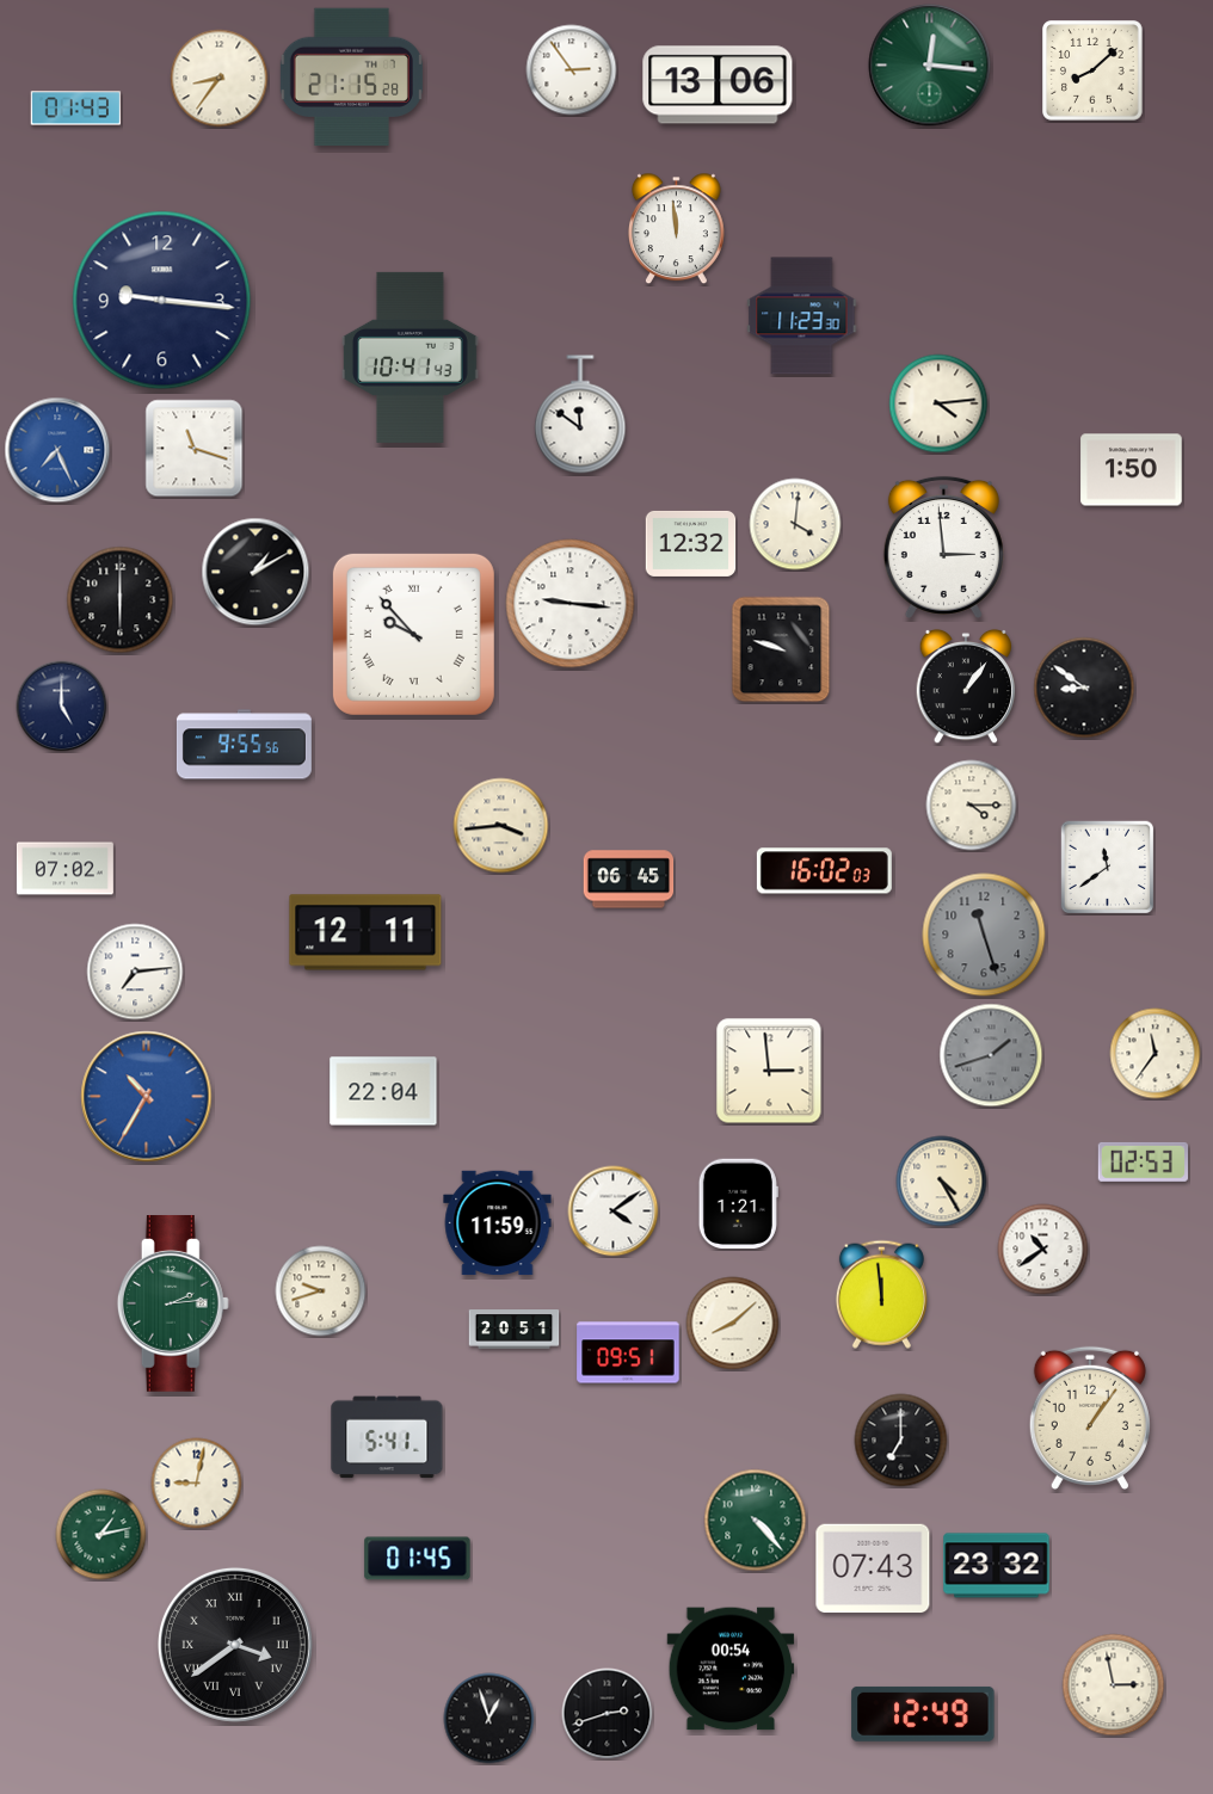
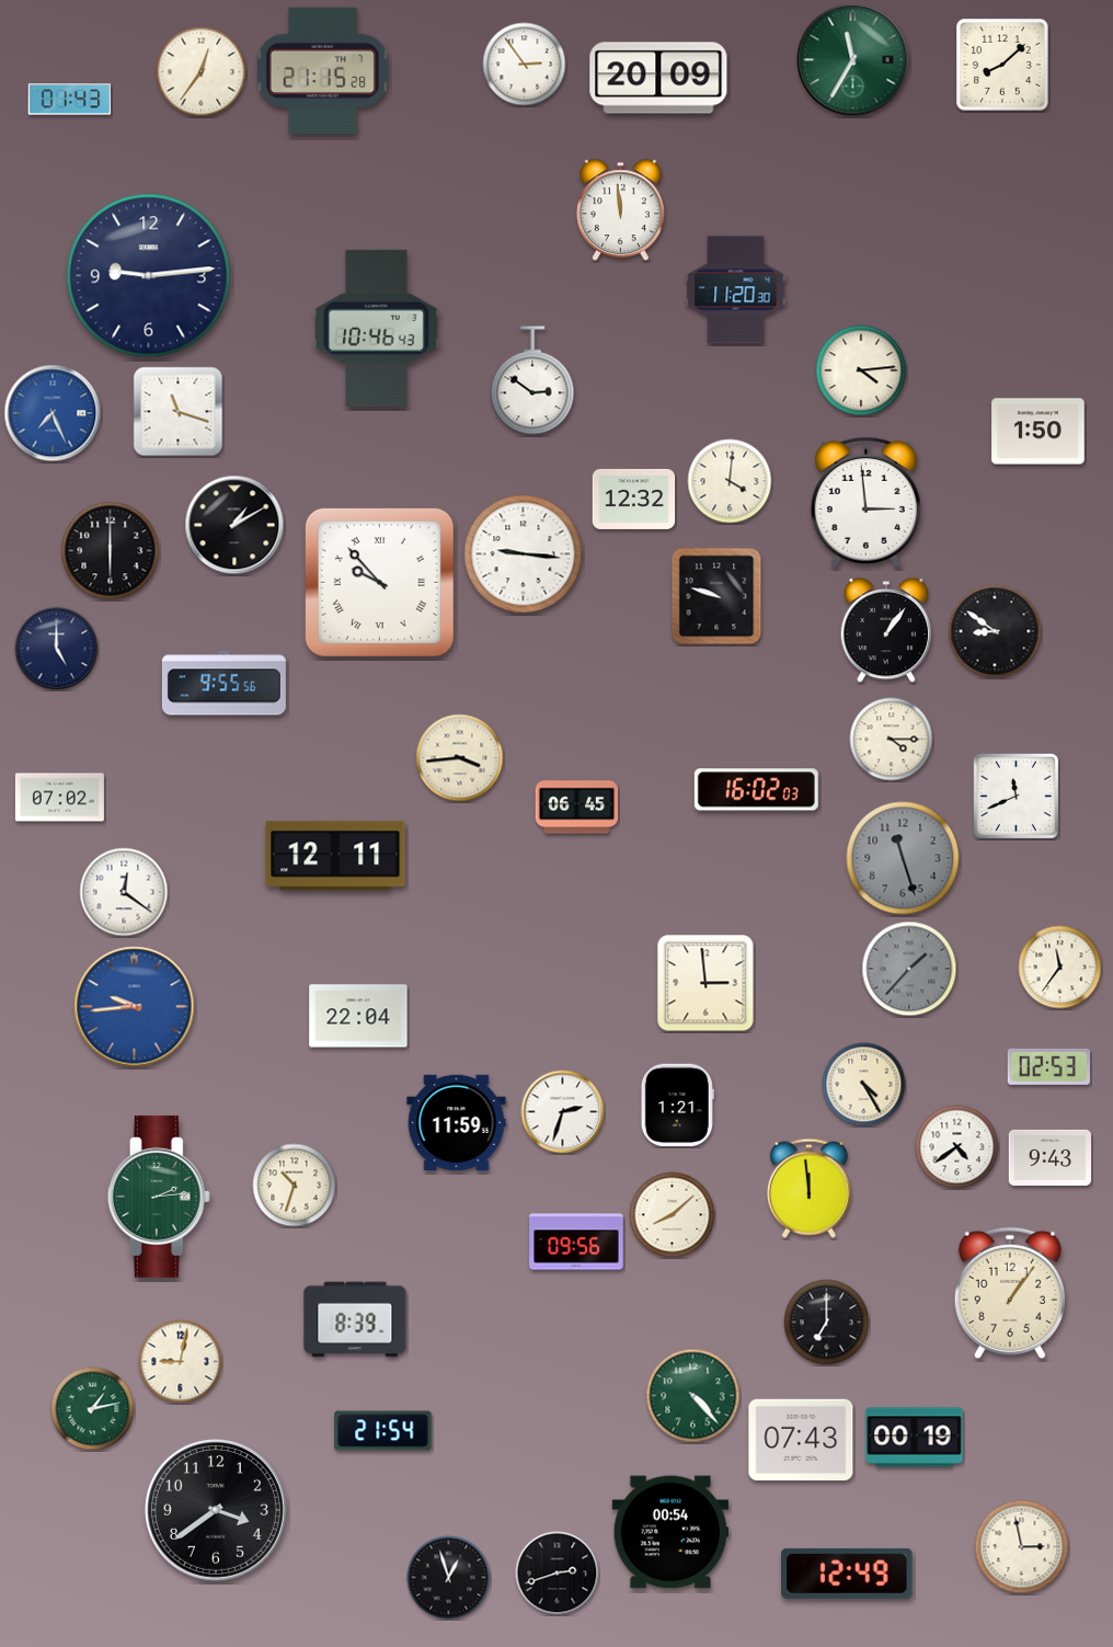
clock at (930, 66): 12:16 -> 11:35
clock at (220, 79): 8:36 -> 12:36
clock at (718, 85): 13:06 -> 20:09
clock at (162, 301): 9:16 -> 9:14
clock at (802, 316): 11:23 -> 11:20
clock at (410, 357): 10:41 -> 10:46
clock at (580, 414): 11:51 -> 2:51
clock at (1108, 868): 11:39 -> 11:41
clock at (824, 871) position: (824, 871) -> (756, 790)
clock at (135, 972): 7:14 -> 12:21
clock at (991, 1055): 1:42 -> 1:37
clock at (383, 1091) position: (383, 1091) -> (358, 1016)
clock at (147, 1097): 10:35 -> 9:44
clock at (614, 1212): 4:09 -> 2:33
clock at (1043, 1250): 10:39 -> 4:39
clock at (1051, 1157): none -> 9:43
clock at (321, 1291): 9:42 -> 10:33
clock at (515, 1330): 20:51 -> none
clock at (628, 1352): 09:51 -> 09:56
clock at (1090, 1418) position: (1090, 1418) -> (1010, 1293)
clock at (387, 1437): 5:41 -> 8:39
clock at (418, 1559): 01:45 -> 21:54
clock at (997, 1566): 23:32 -> 00:19
clock at (235, 1645) numerals: Roman -> Arabic
